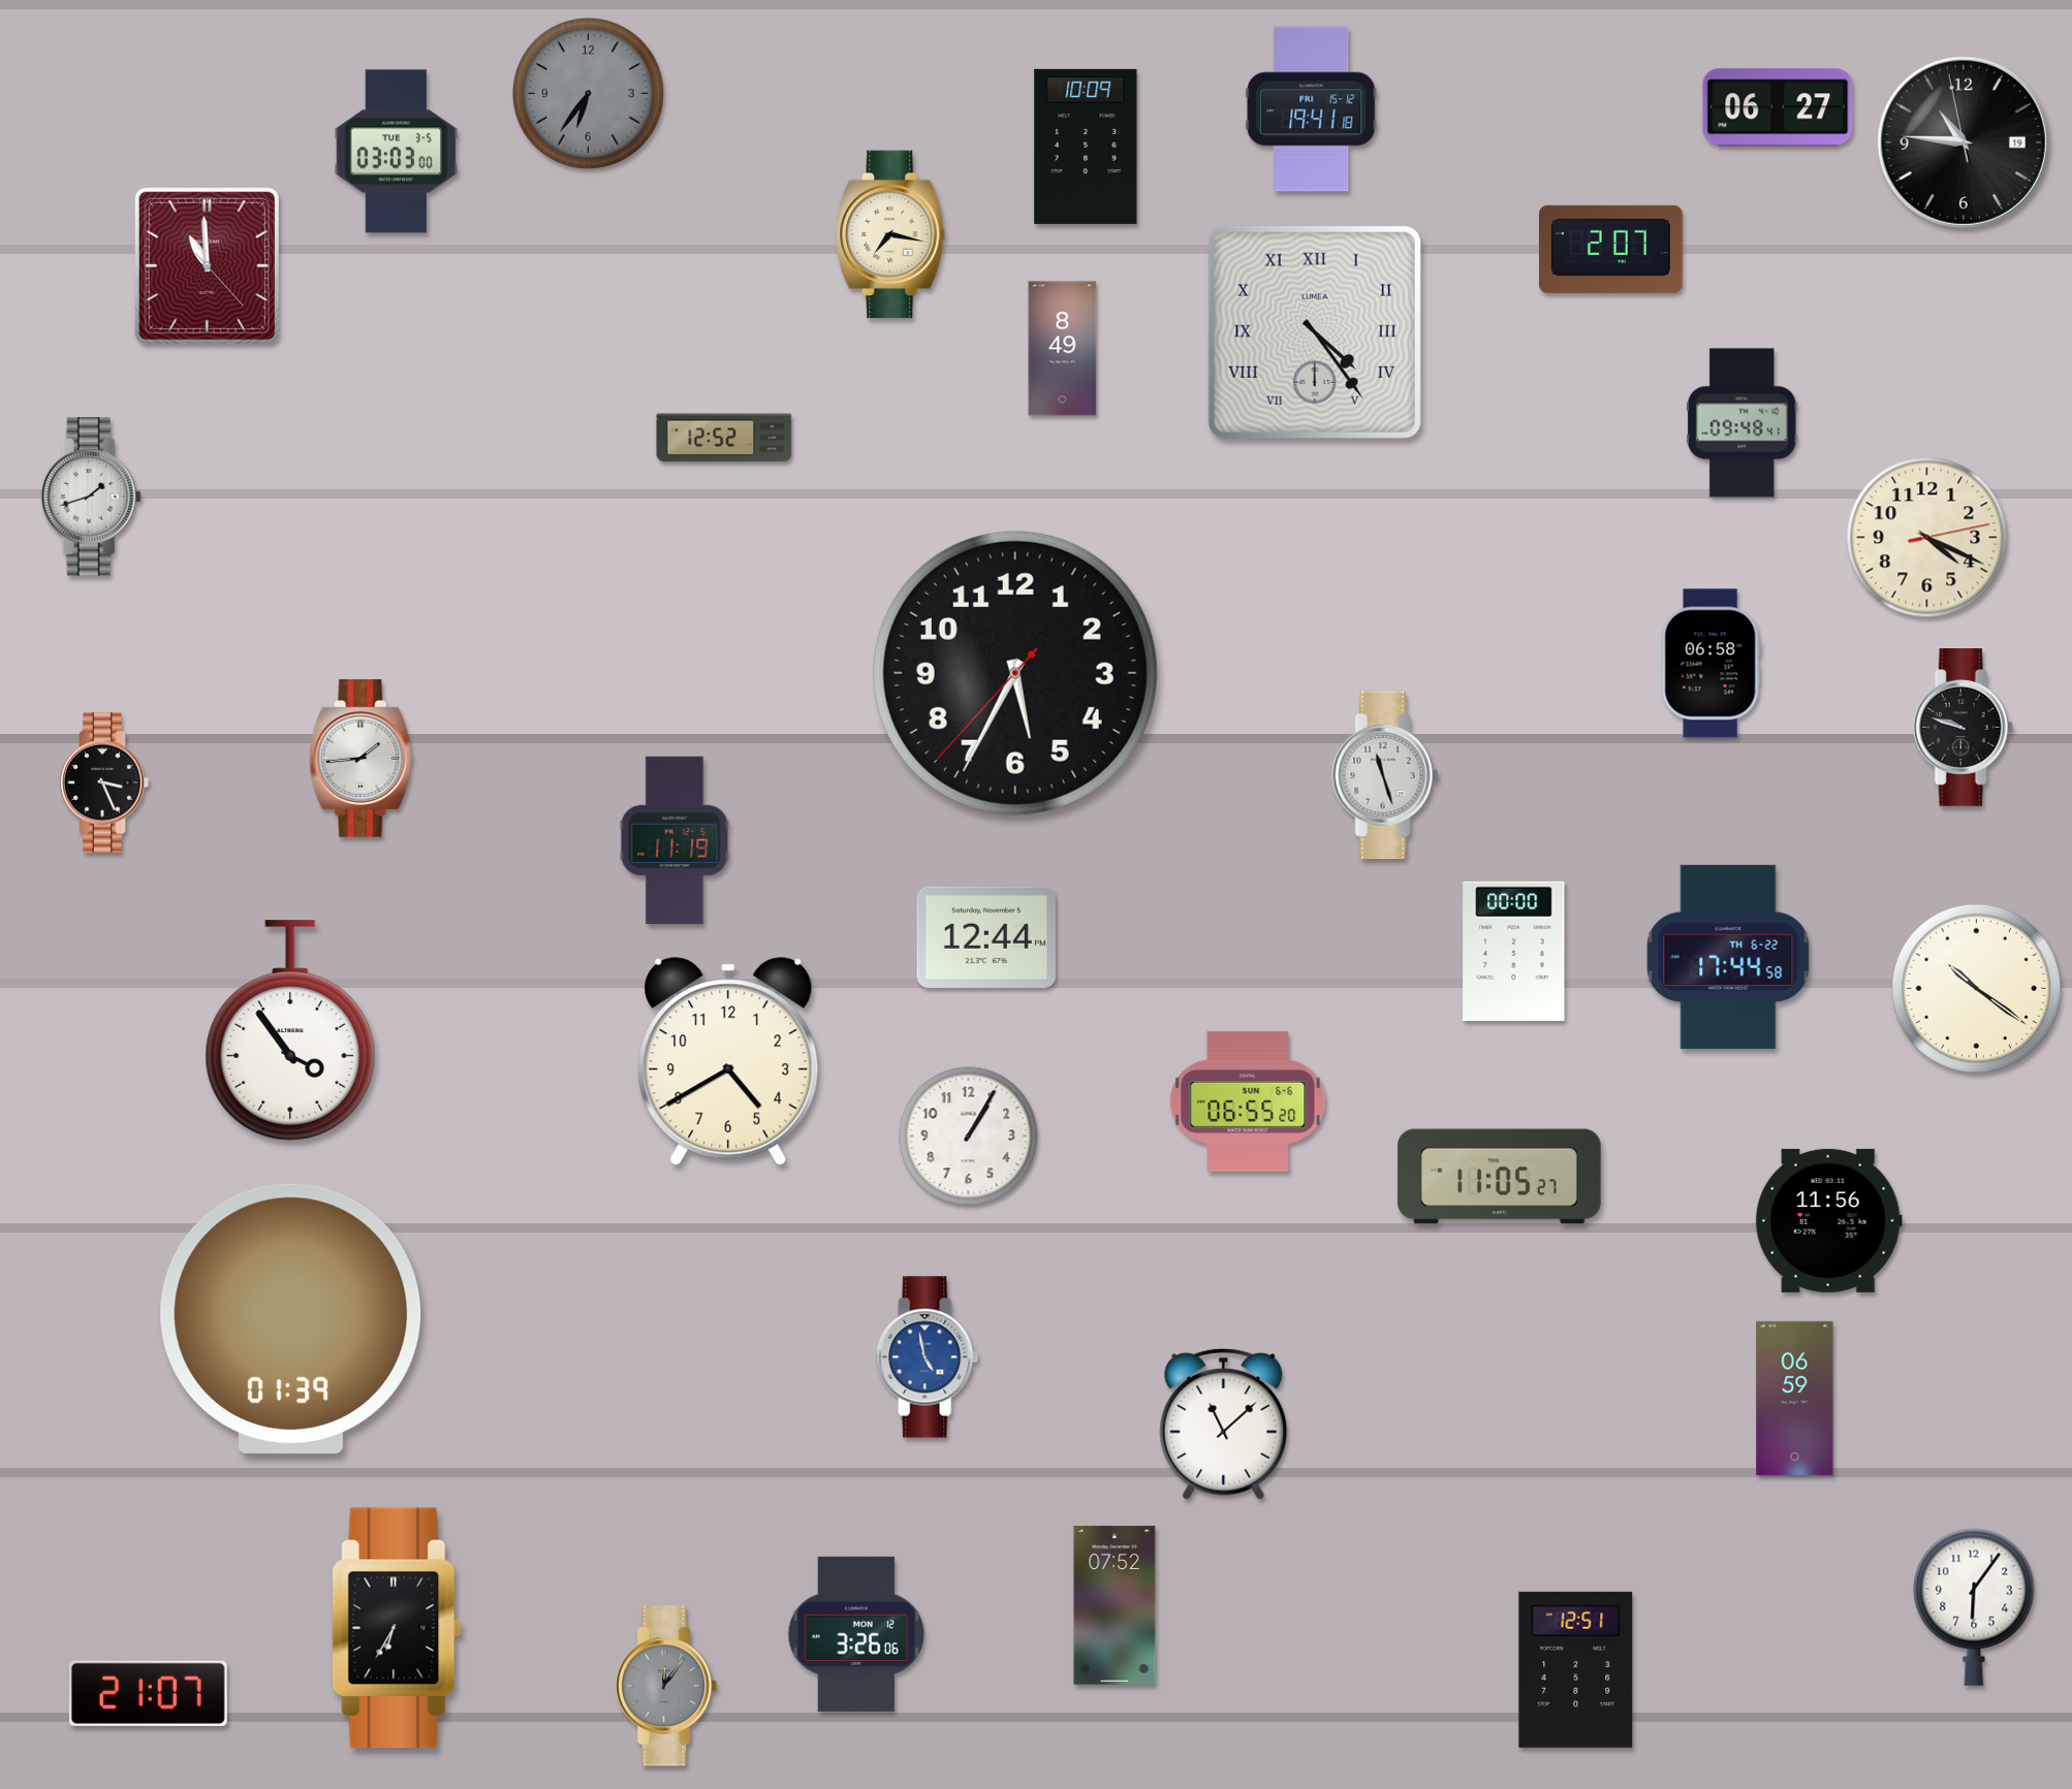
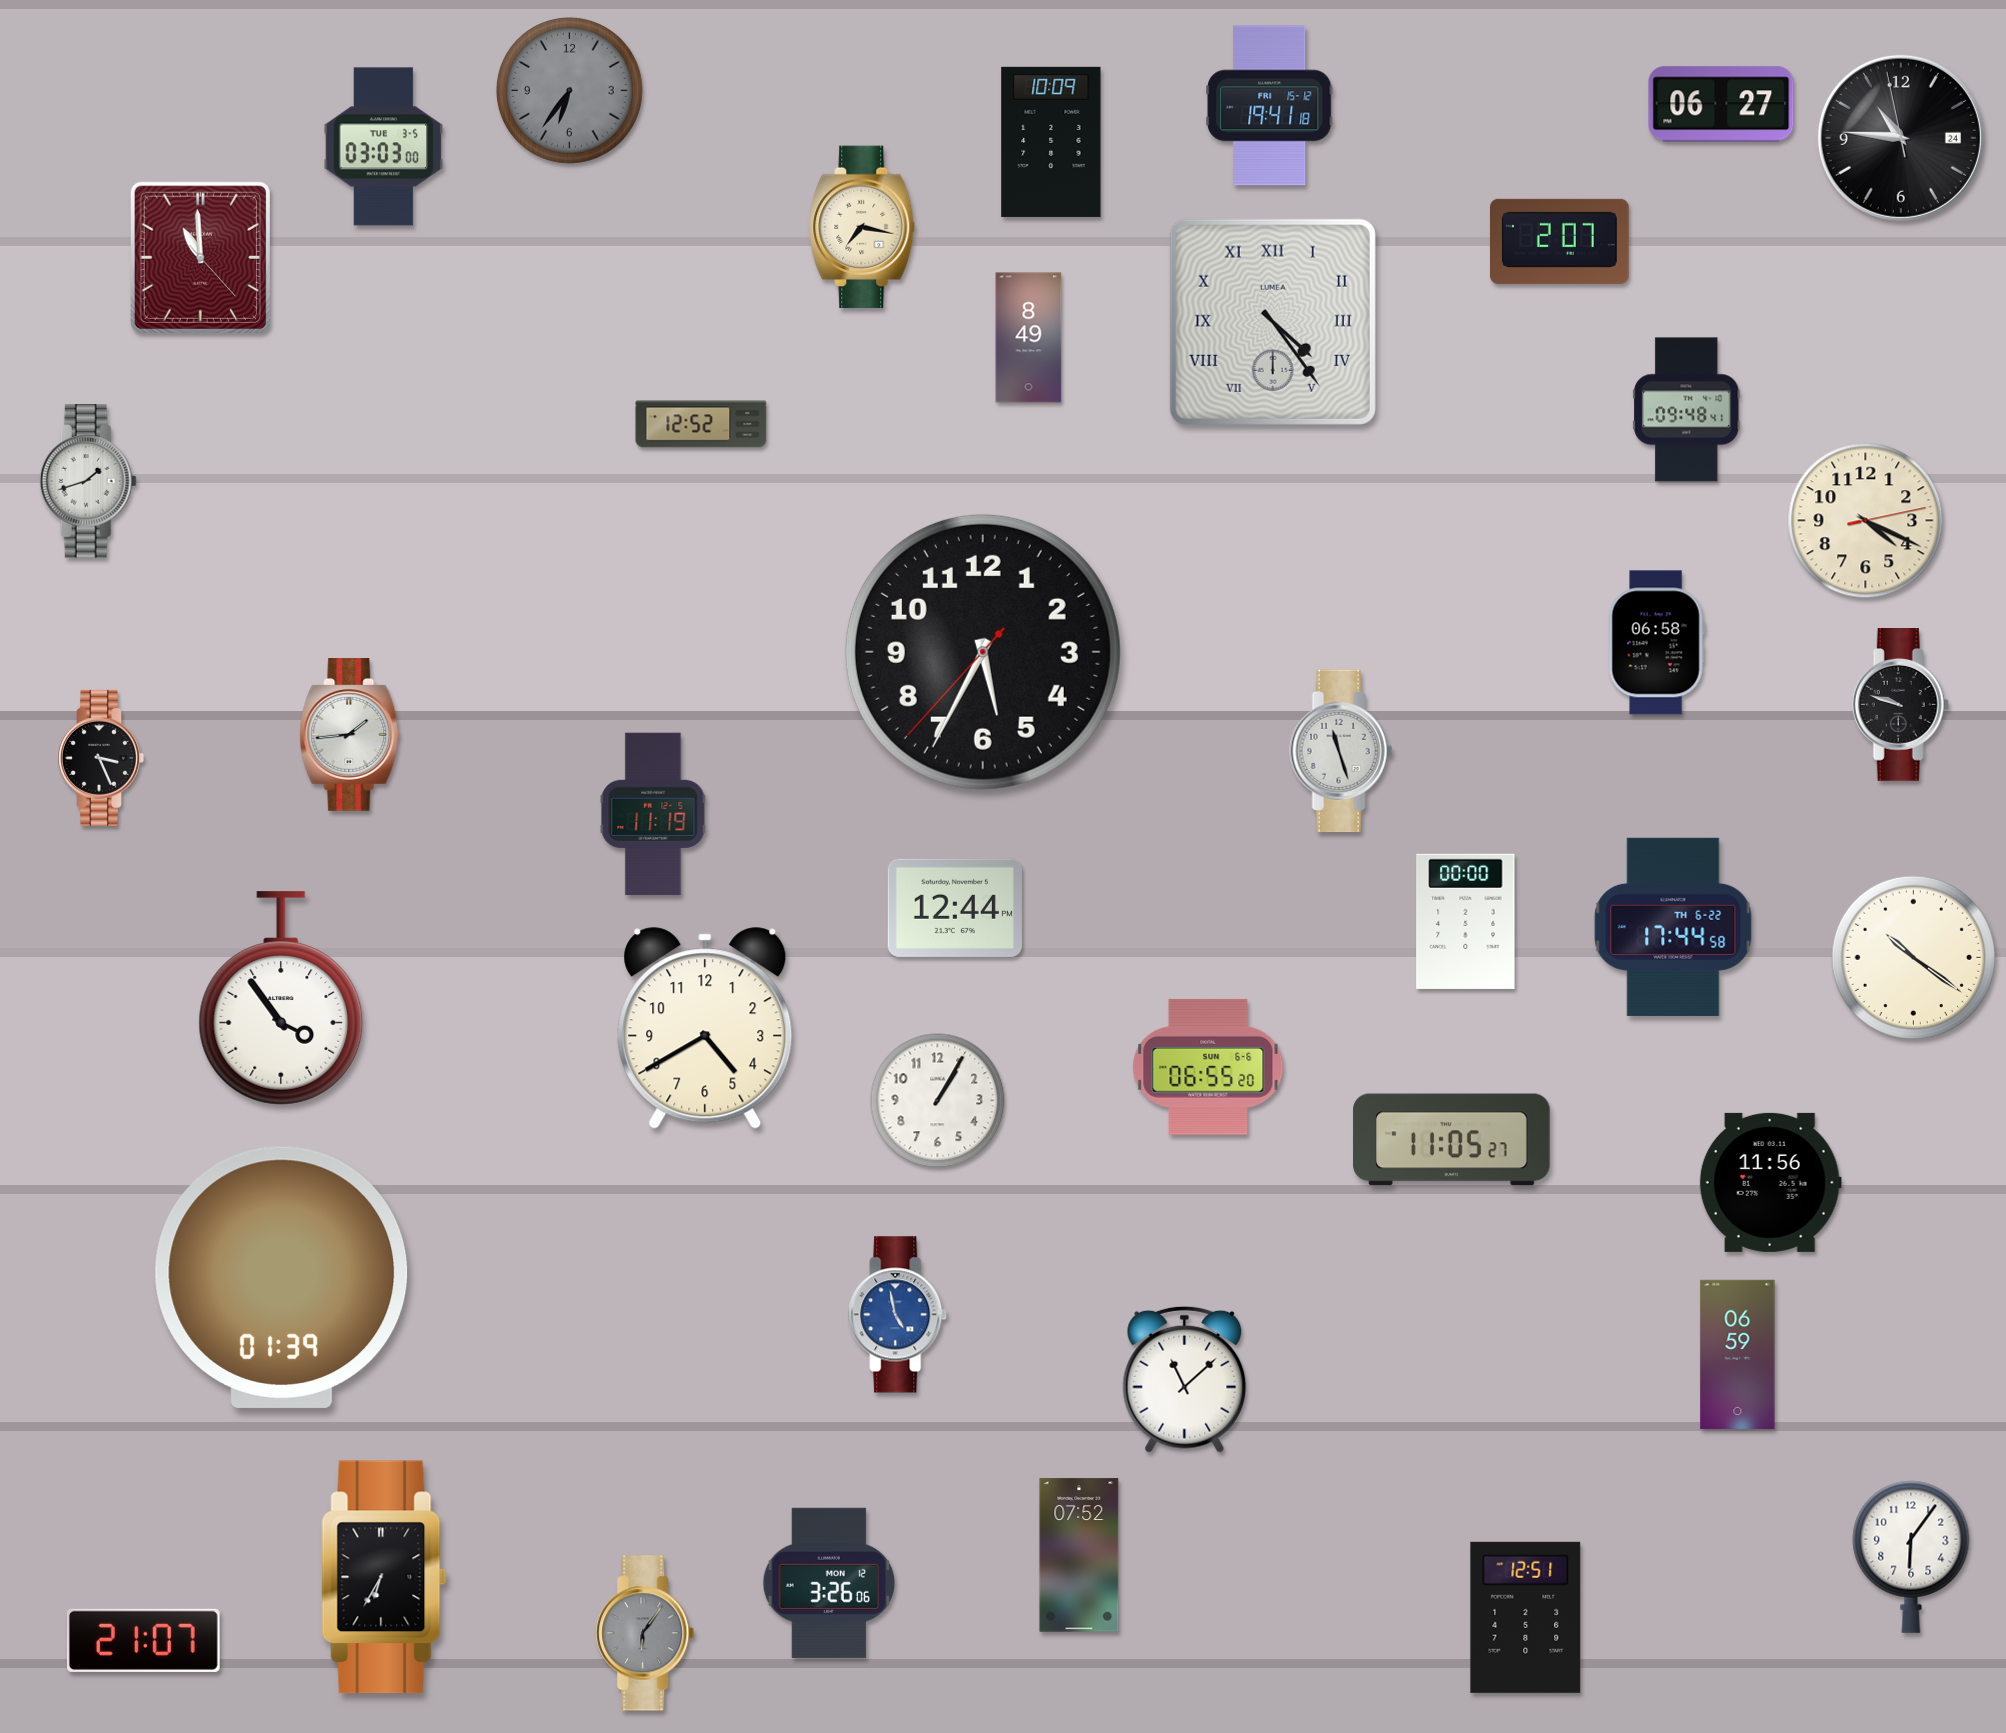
clock at (1964, 142) date: 19 -> 24
clock at (666, 1686): 12:06 -> 6:06
